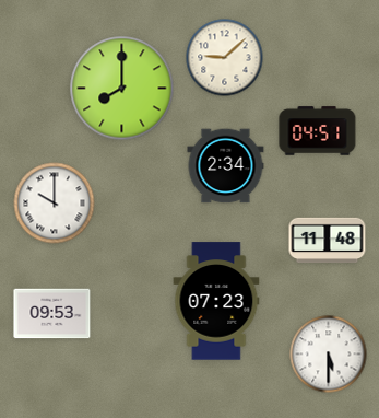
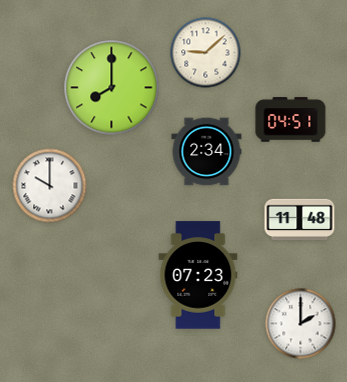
clock at (122, 89) position: (122, 89) -> (112, 88)
clock at (52, 314): 09:53 -> none
clock at (329, 355): 5:30 -> 2:00
